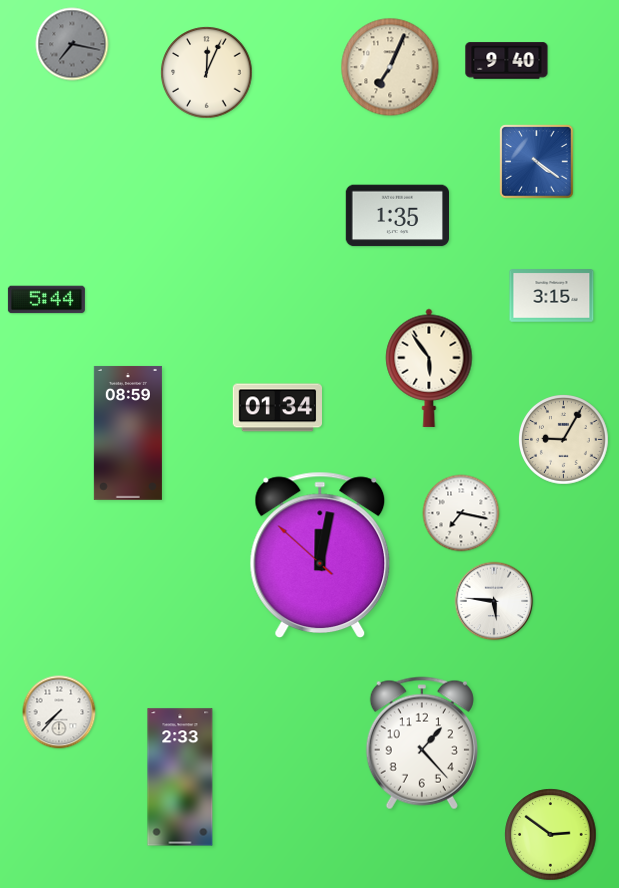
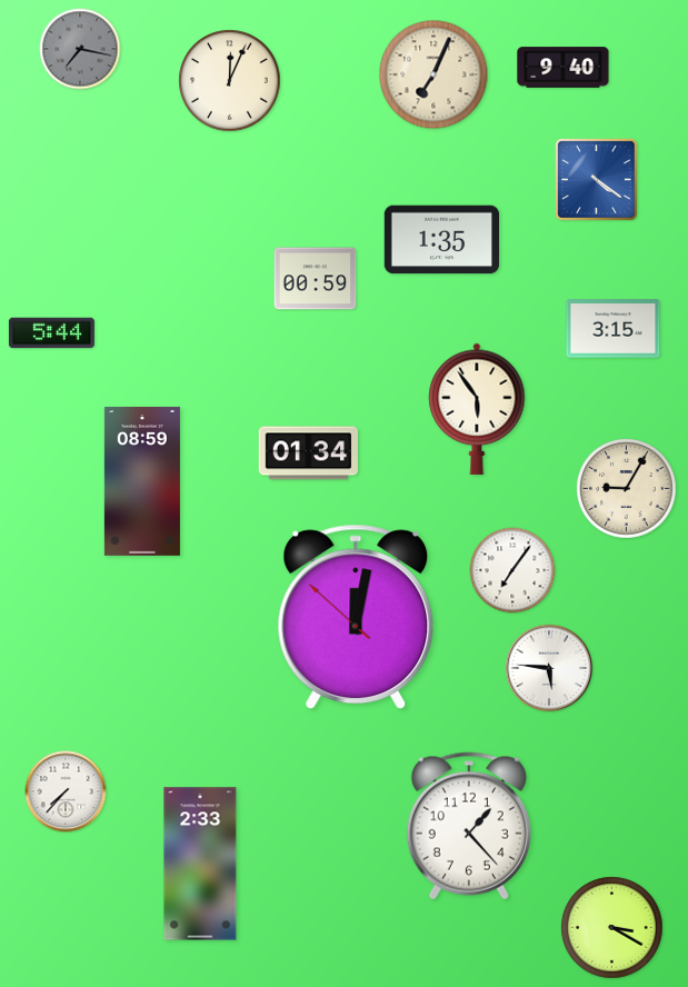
clock at (316, 279): none -> 00:59
clock at (461, 513): 7:17 -> 7:06
clock at (551, 835): 2:51 -> 3:20
